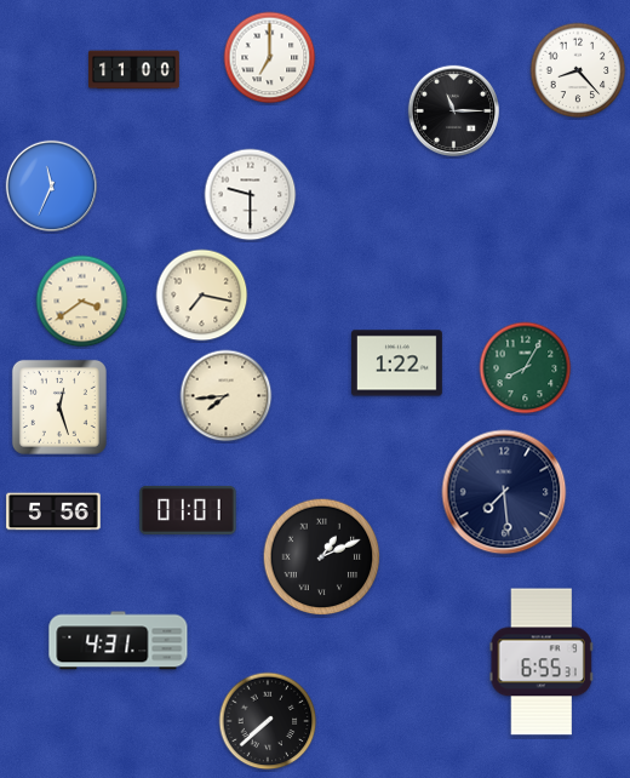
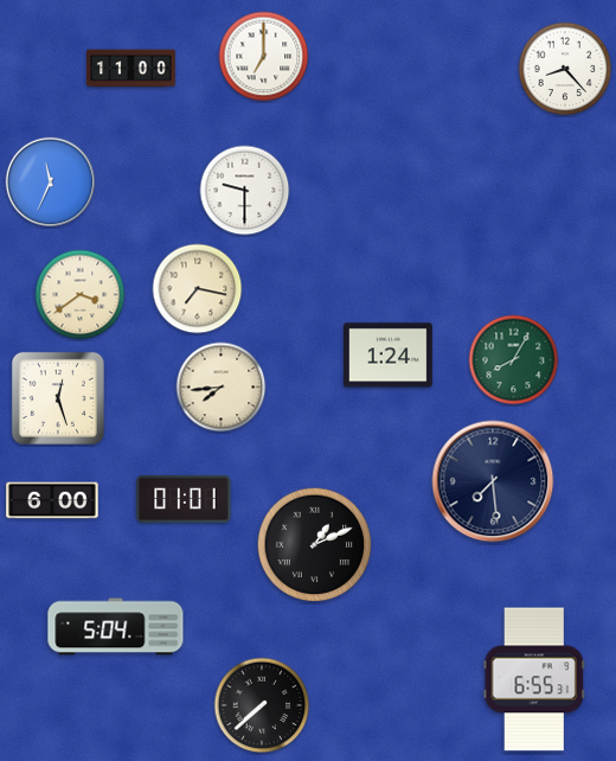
clock at (453, 110): 11:15 -> none
clock at (397, 364): 1:22 -> 1:24
clock at (53, 511): 5:56 -> 6:00
clock at (119, 641): 4:31 -> 5:04
clock at (542, 662) position: (542, 662) -> (534, 679)
